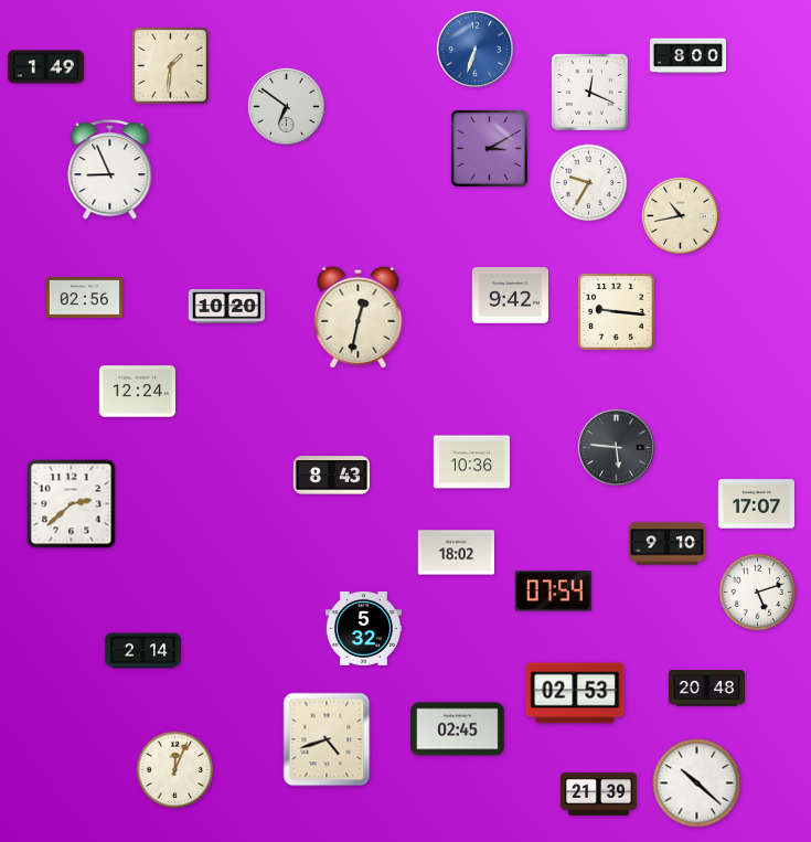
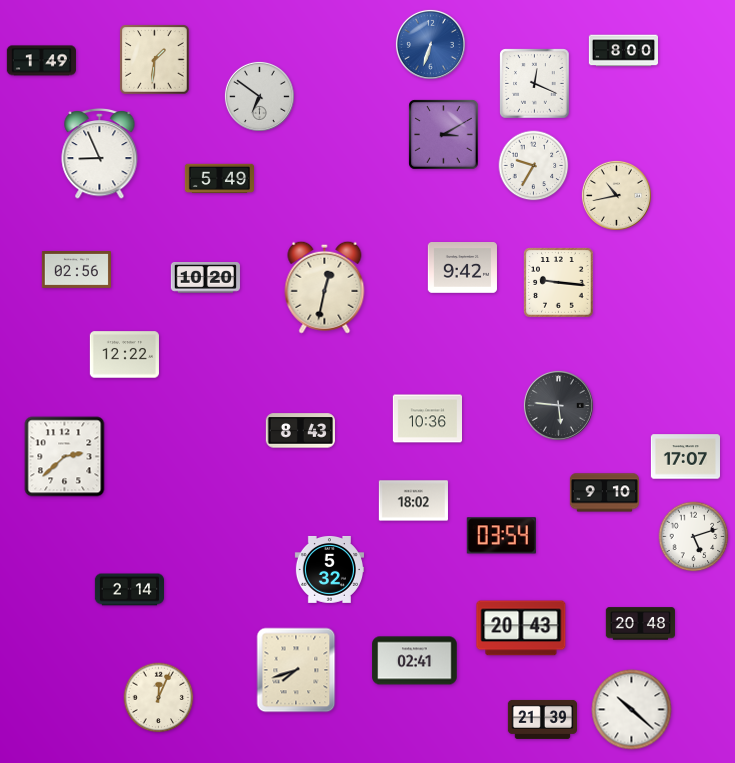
clock at (219, 179): none -> 5:49
clock at (137, 392): 12:24 -> 12:22
clock at (553, 591): 07:54 -> 03:54
clock at (758, 593) position: (758, 593) -> (694, 537)
clock at (575, 693): 02:53 -> 20:43
clock at (458, 729): 02:45 -> 02:41
clock at (327, 739): 4:42 -> 7:42
